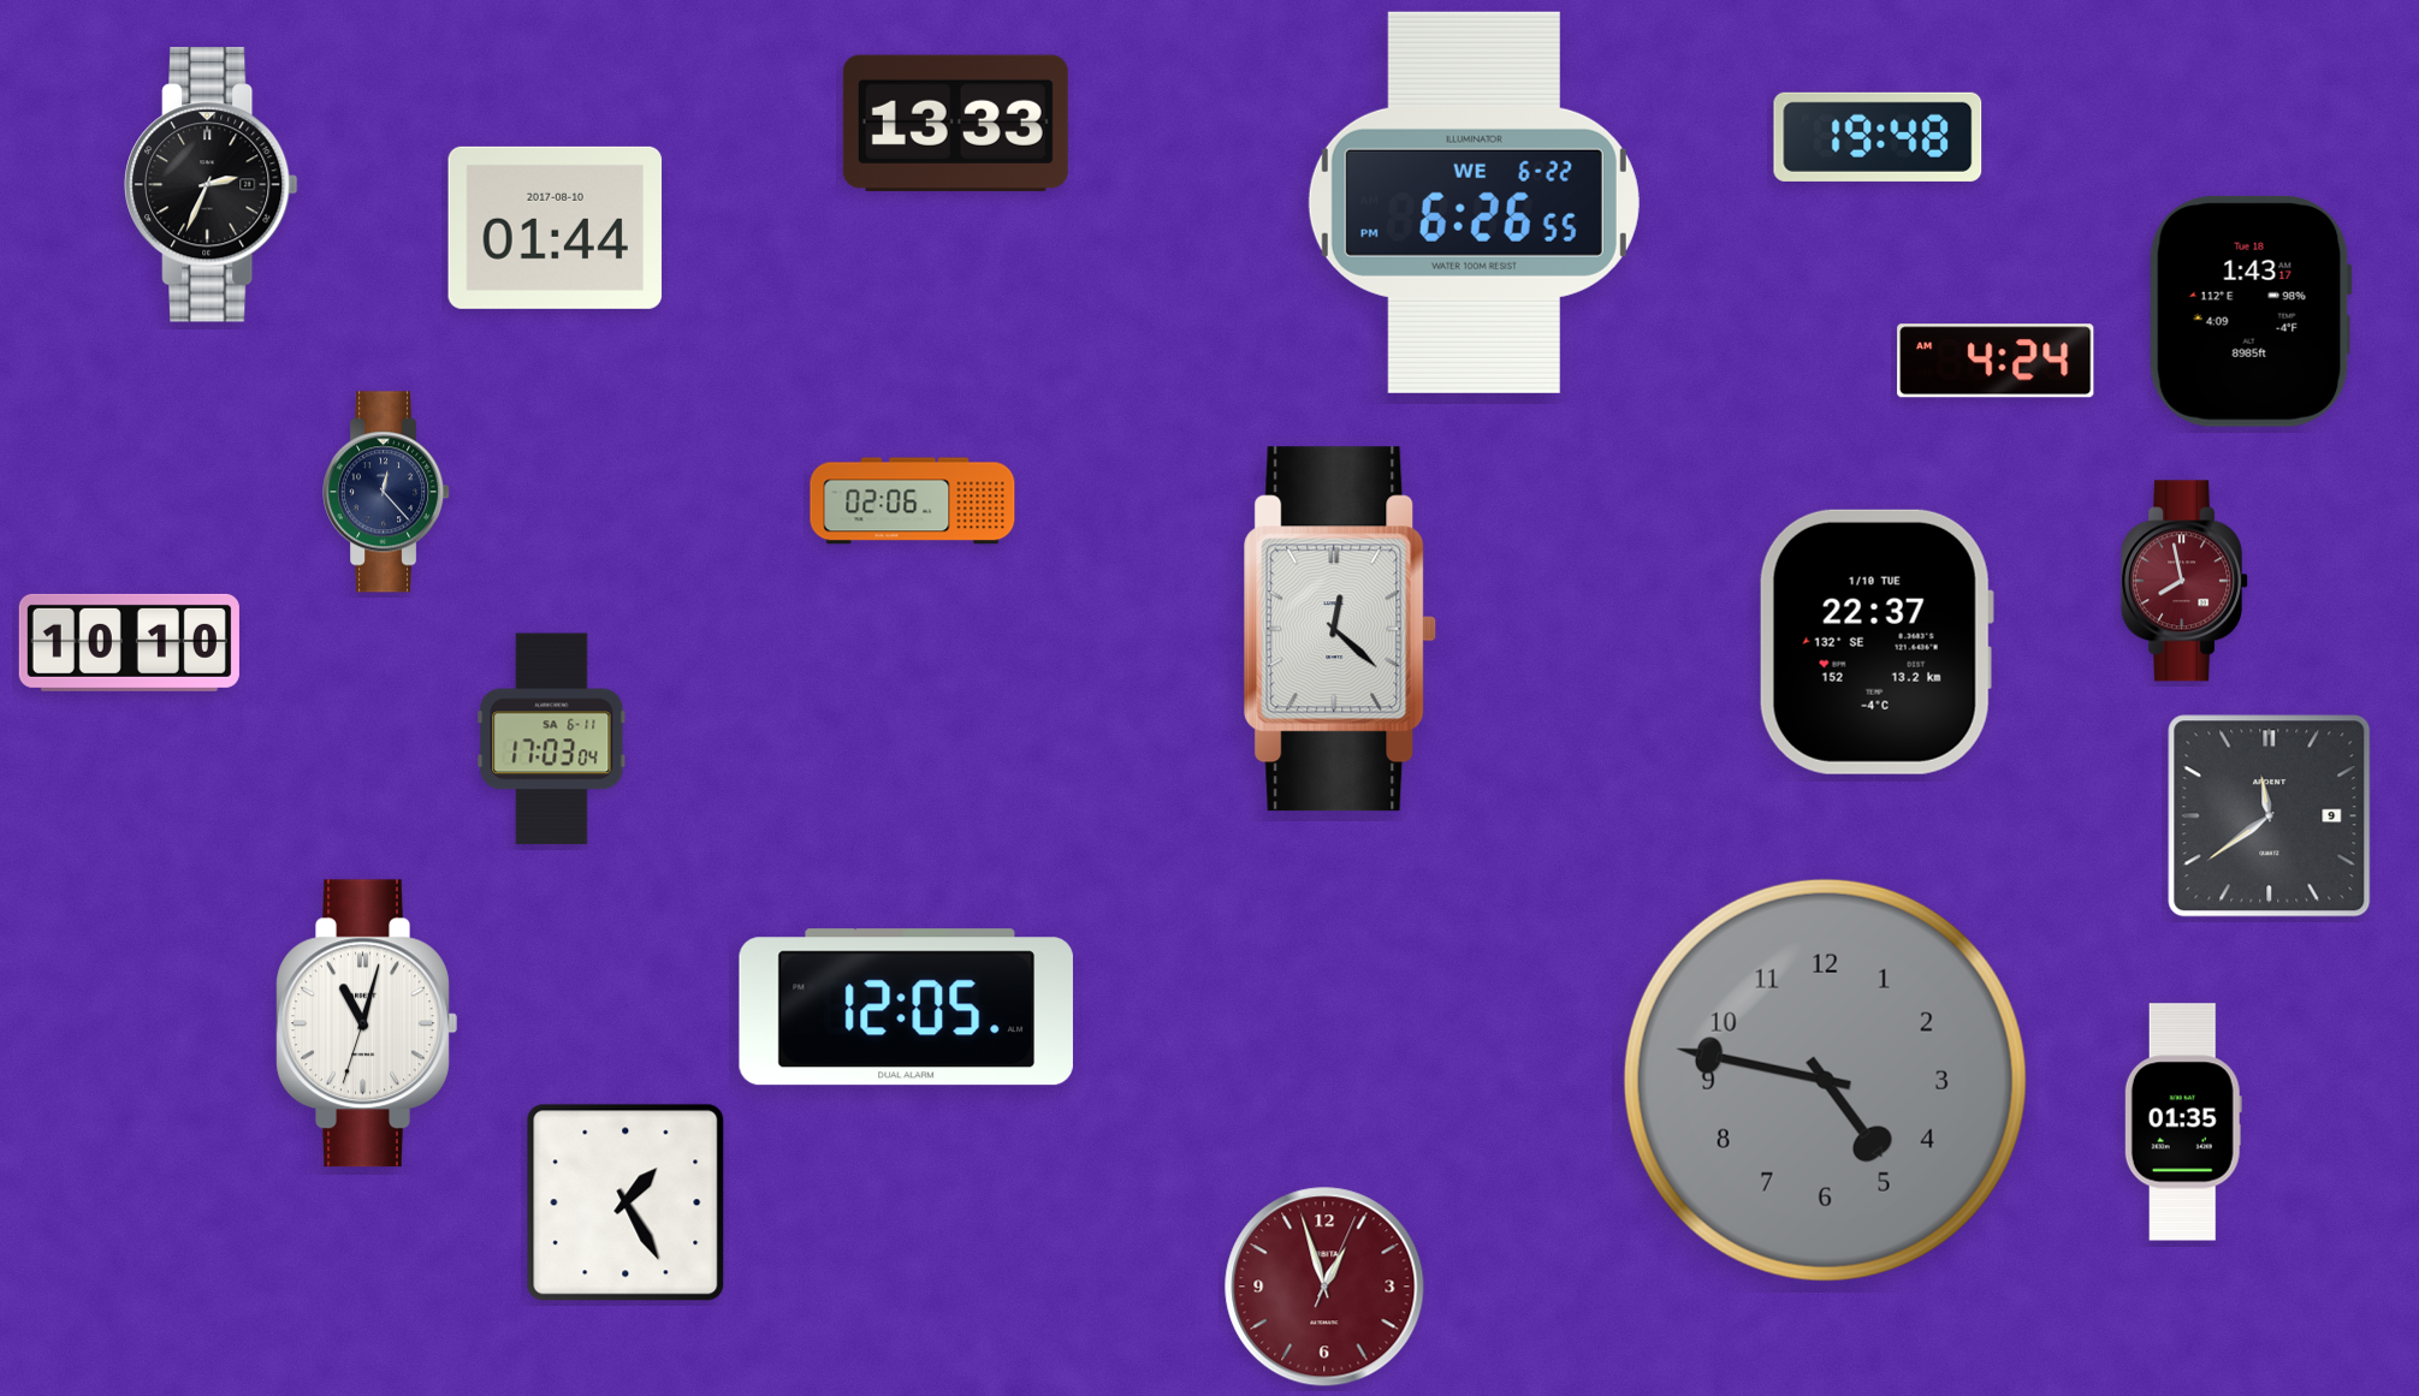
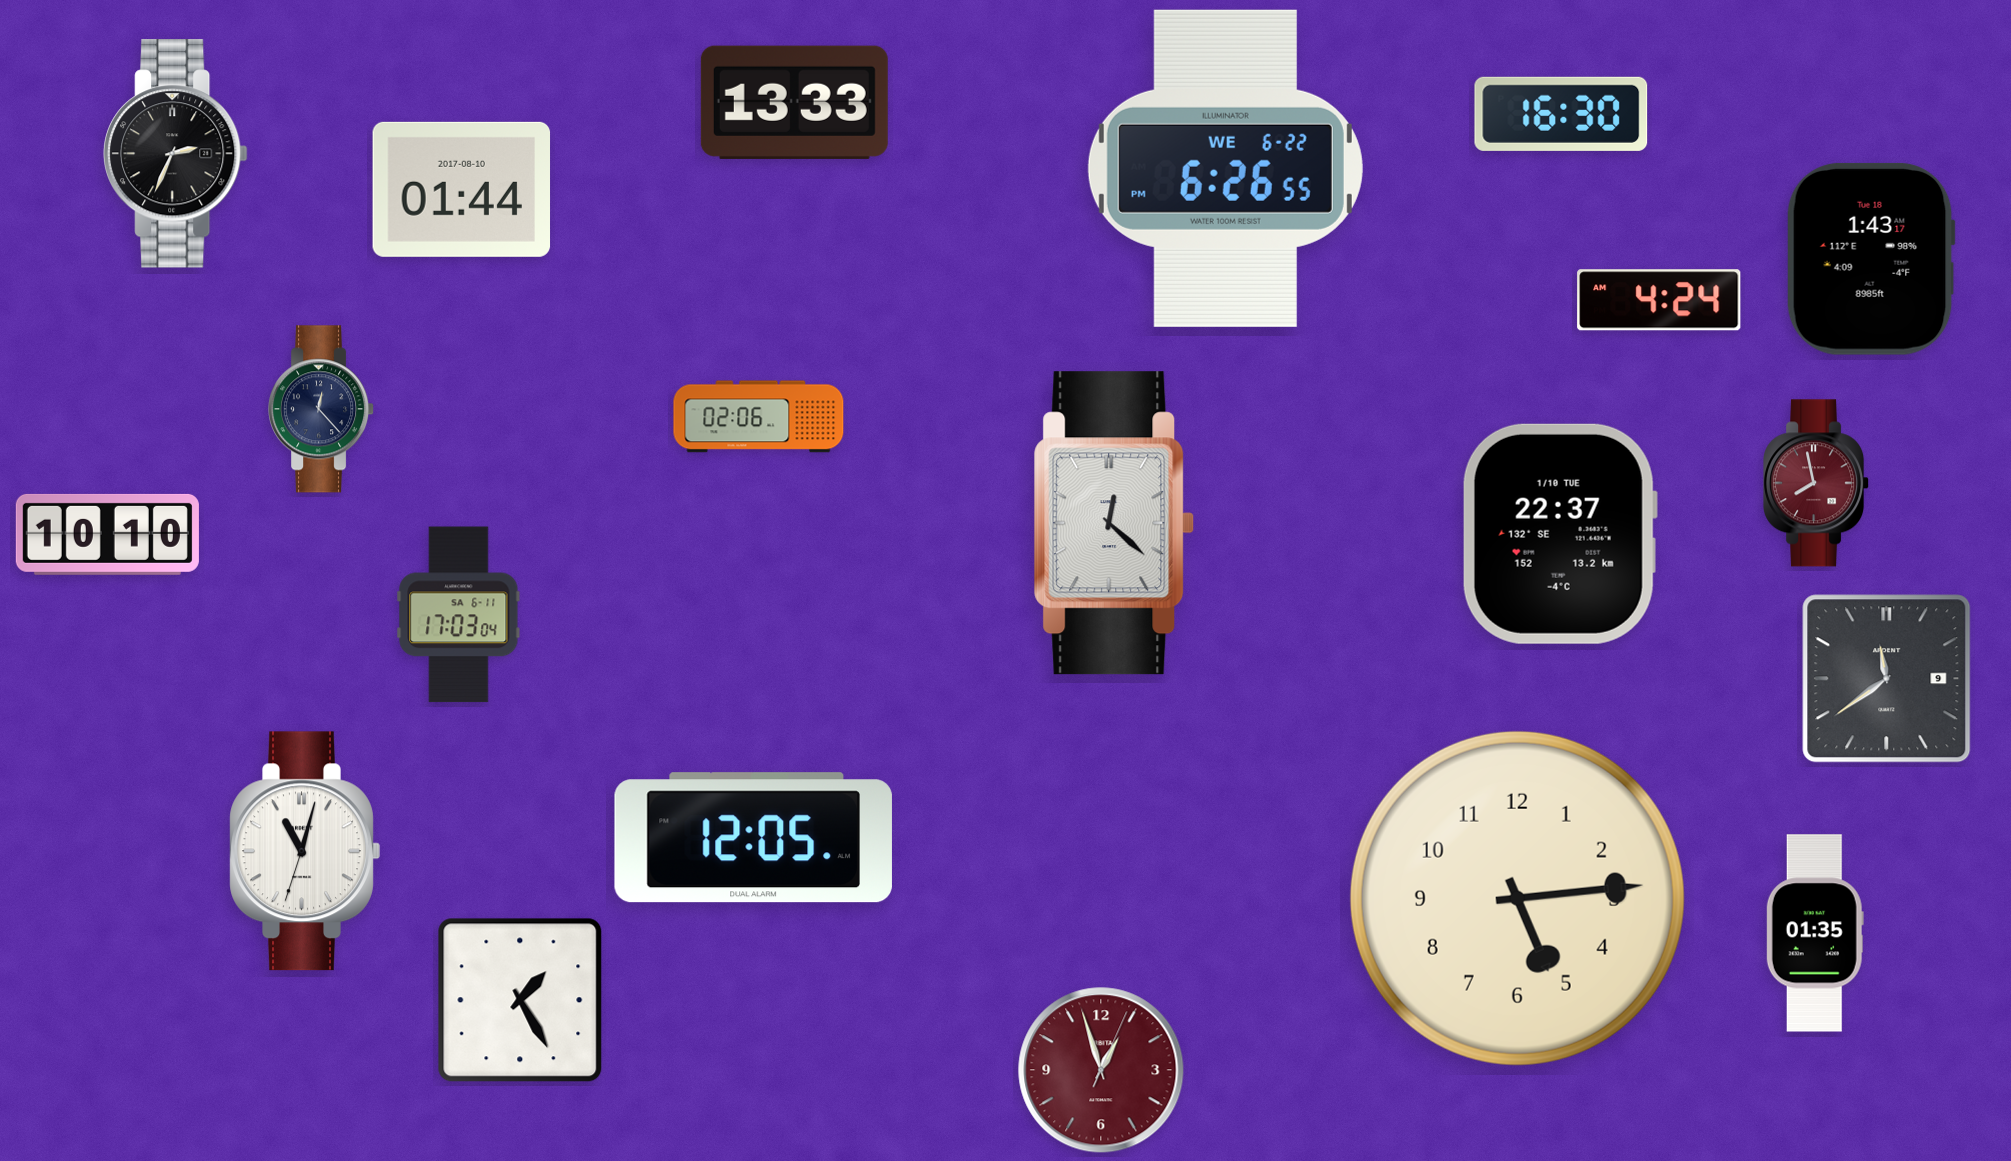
clock at (1878, 137): 19:48 -> 16:30
clock at (1825, 1080): 4:47 -> 5:14
clock at (1825, 1080) dial: grey -> cream
